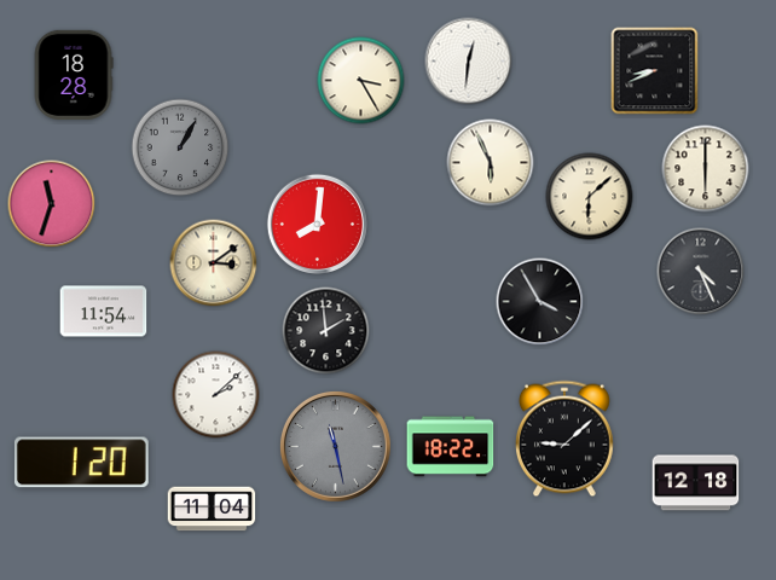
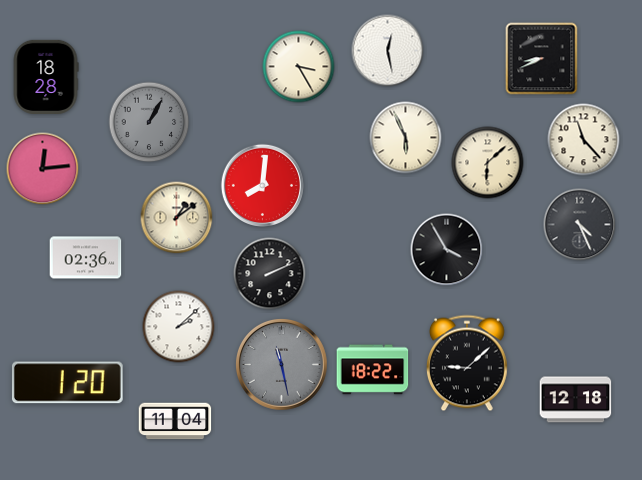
clock at (469, 62): 12:31 -> 12:28
clock at (74, 75) position: (74, 75) -> (46, 77)
clock at (491, 163) position: (491, 163) -> (406, 138)
clock at (706, 169): 6:00 -> 11:23
clock at (52, 204): 11:33 -> 12:14
clock at (214, 263): 3:09 -> 1:09
clock at (104, 312): 11:54 -> 02:36
clock at (326, 331): 1:59 -> 2:11
clock at (336, 447) position: (336, 447) -> (282, 365)
